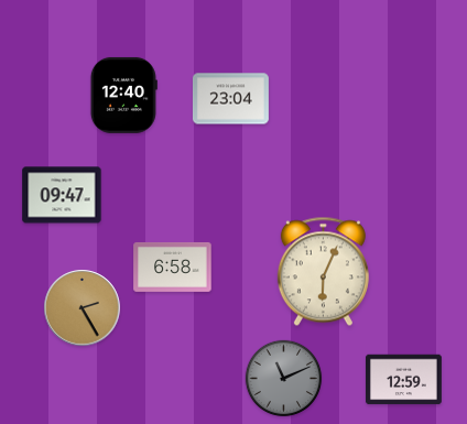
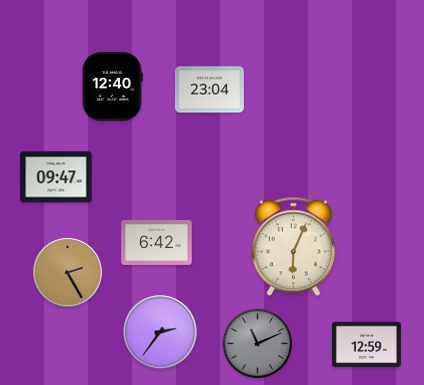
clock at (173, 267): 6:58 -> 6:42
clock at (83, 308) position: (83, 308) -> (68, 273)
clock at (160, 332): none -> 2:36
